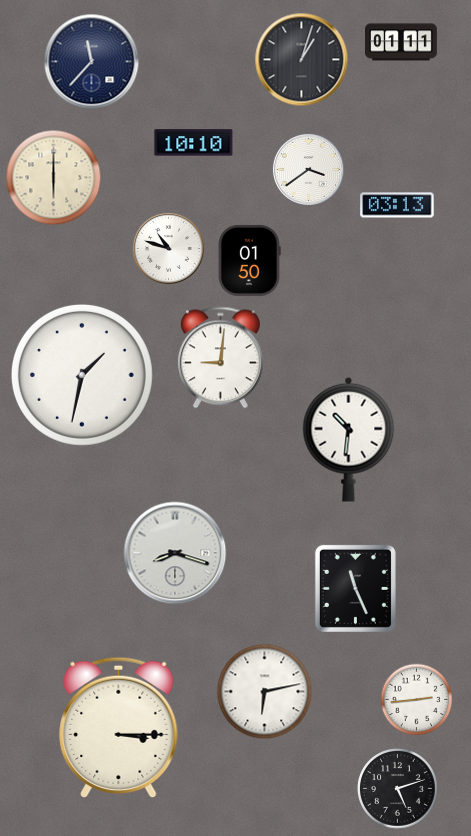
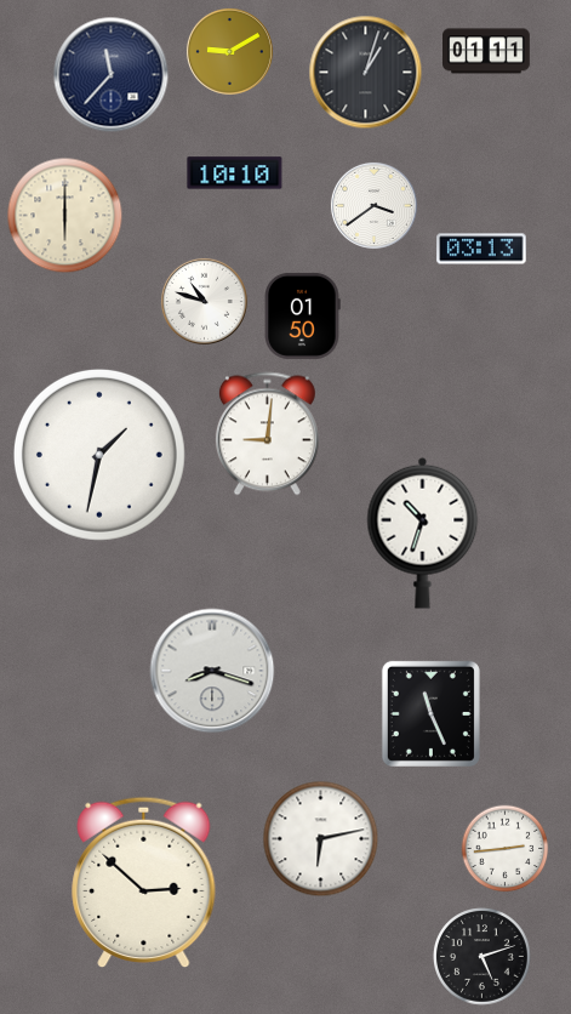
clock at (229, 51): none -> 9:10
clock at (349, 439): 10:31 -> 10:33
clock at (119, 728): 3:15 -> 2:52
